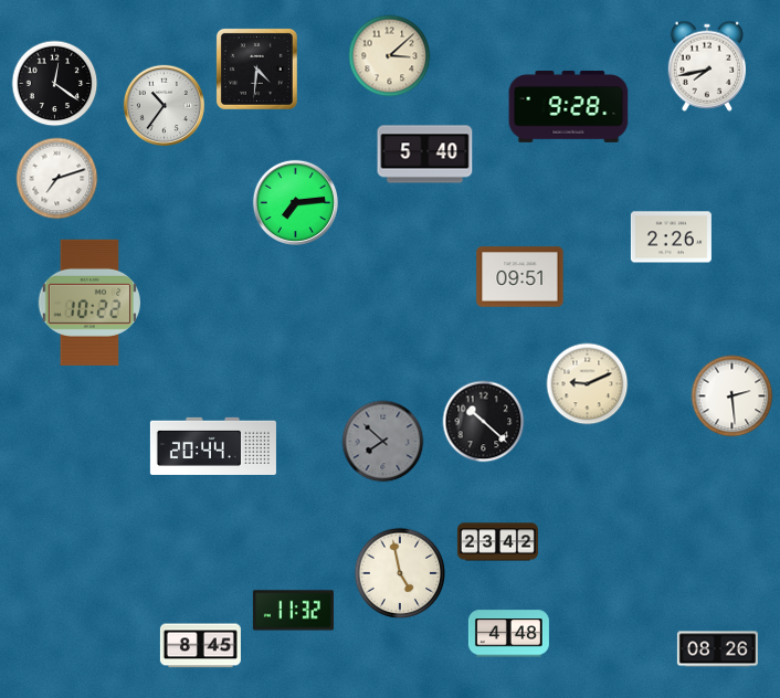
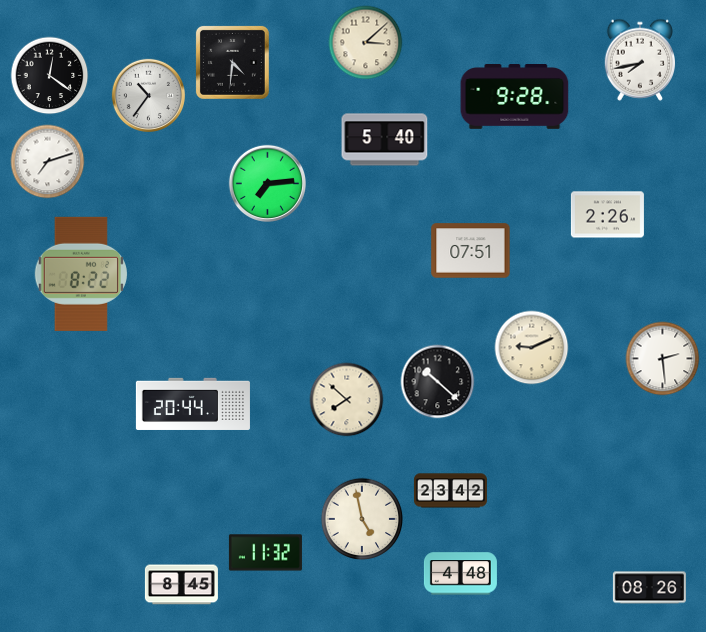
clock at (390, 56) position: (390, 56) -> (366, 43)
clock at (57, 179) position: (57, 179) -> (48, 162)
clock at (520, 277): 09:51 -> 07:51
clock at (89, 303): 10:22 -> 8:22
clock at (383, 442) dial: grey -> cream
